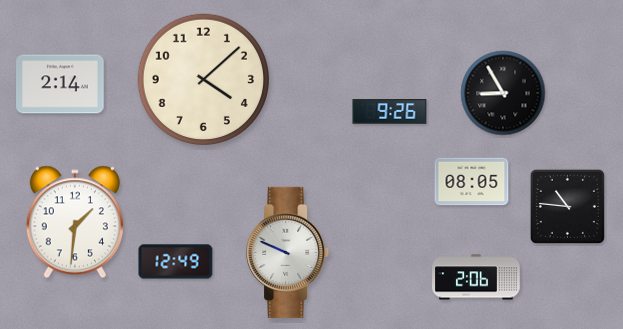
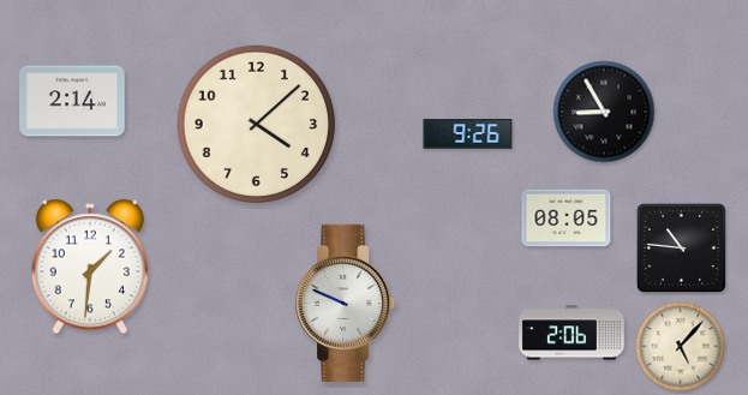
clock at (203, 79) position: (203, 79) -> (256, 124)
clock at (176, 262): 12:49 -> none
clock at (681, 347): none -> 5:07
